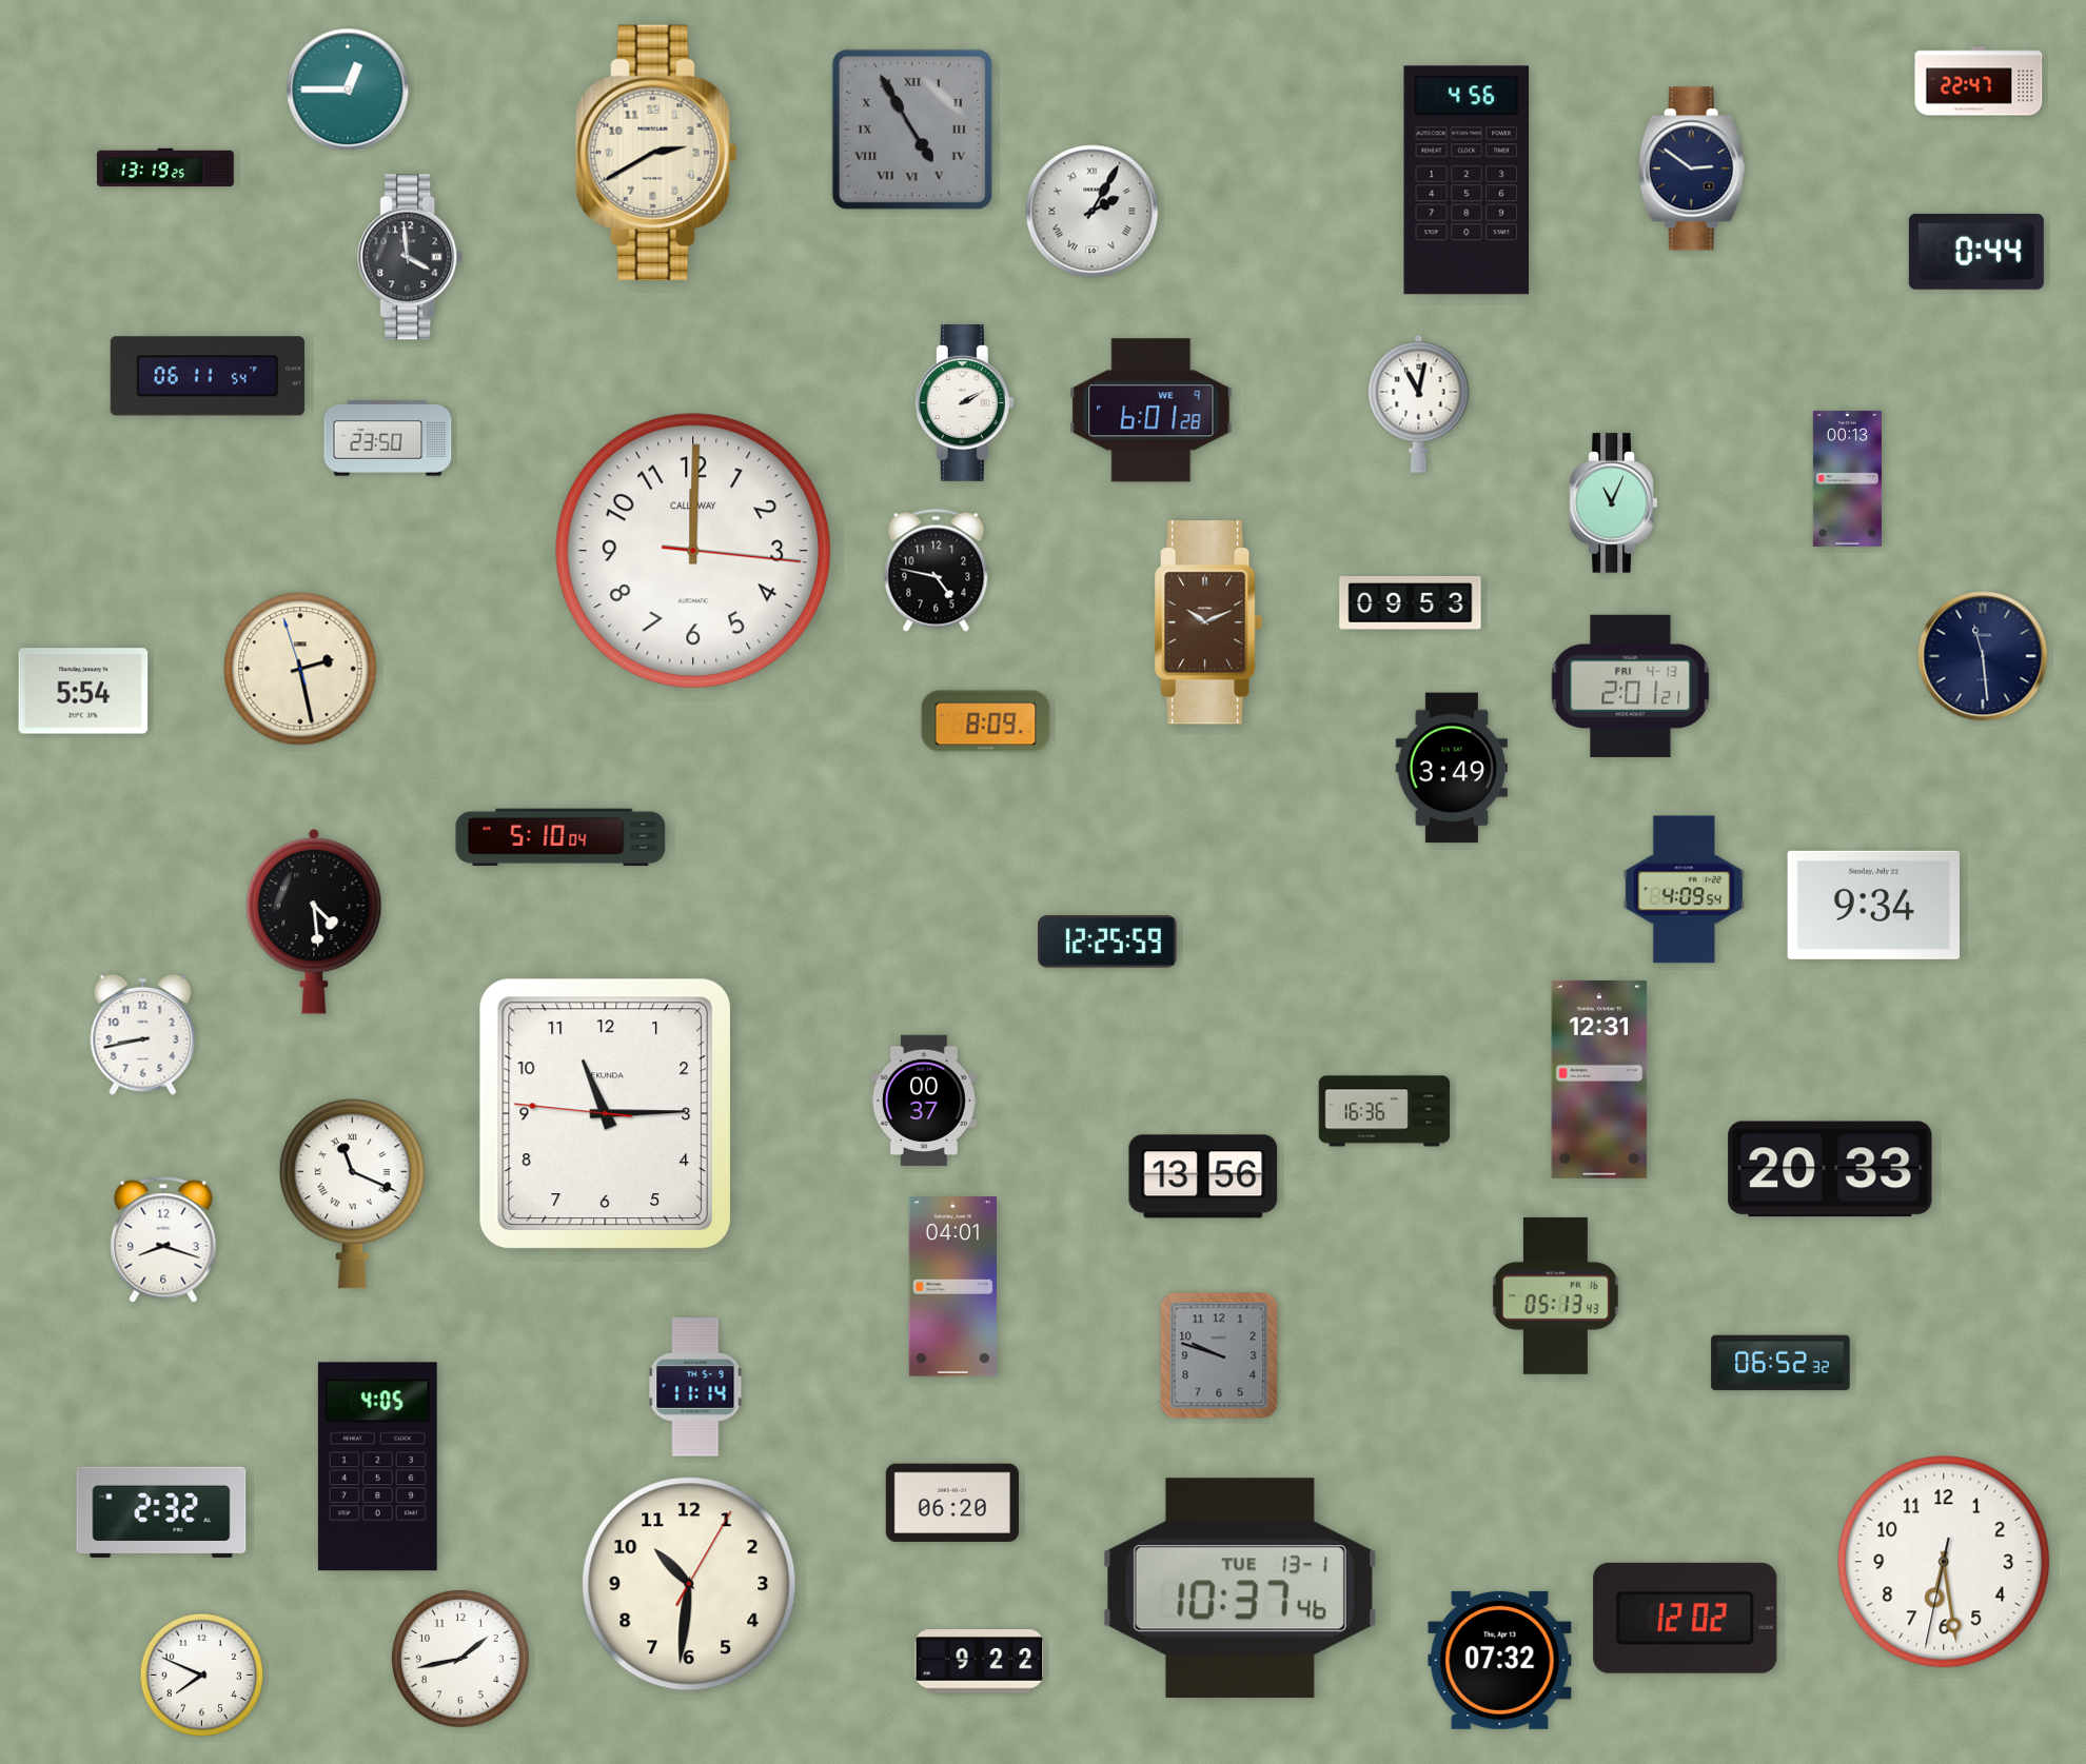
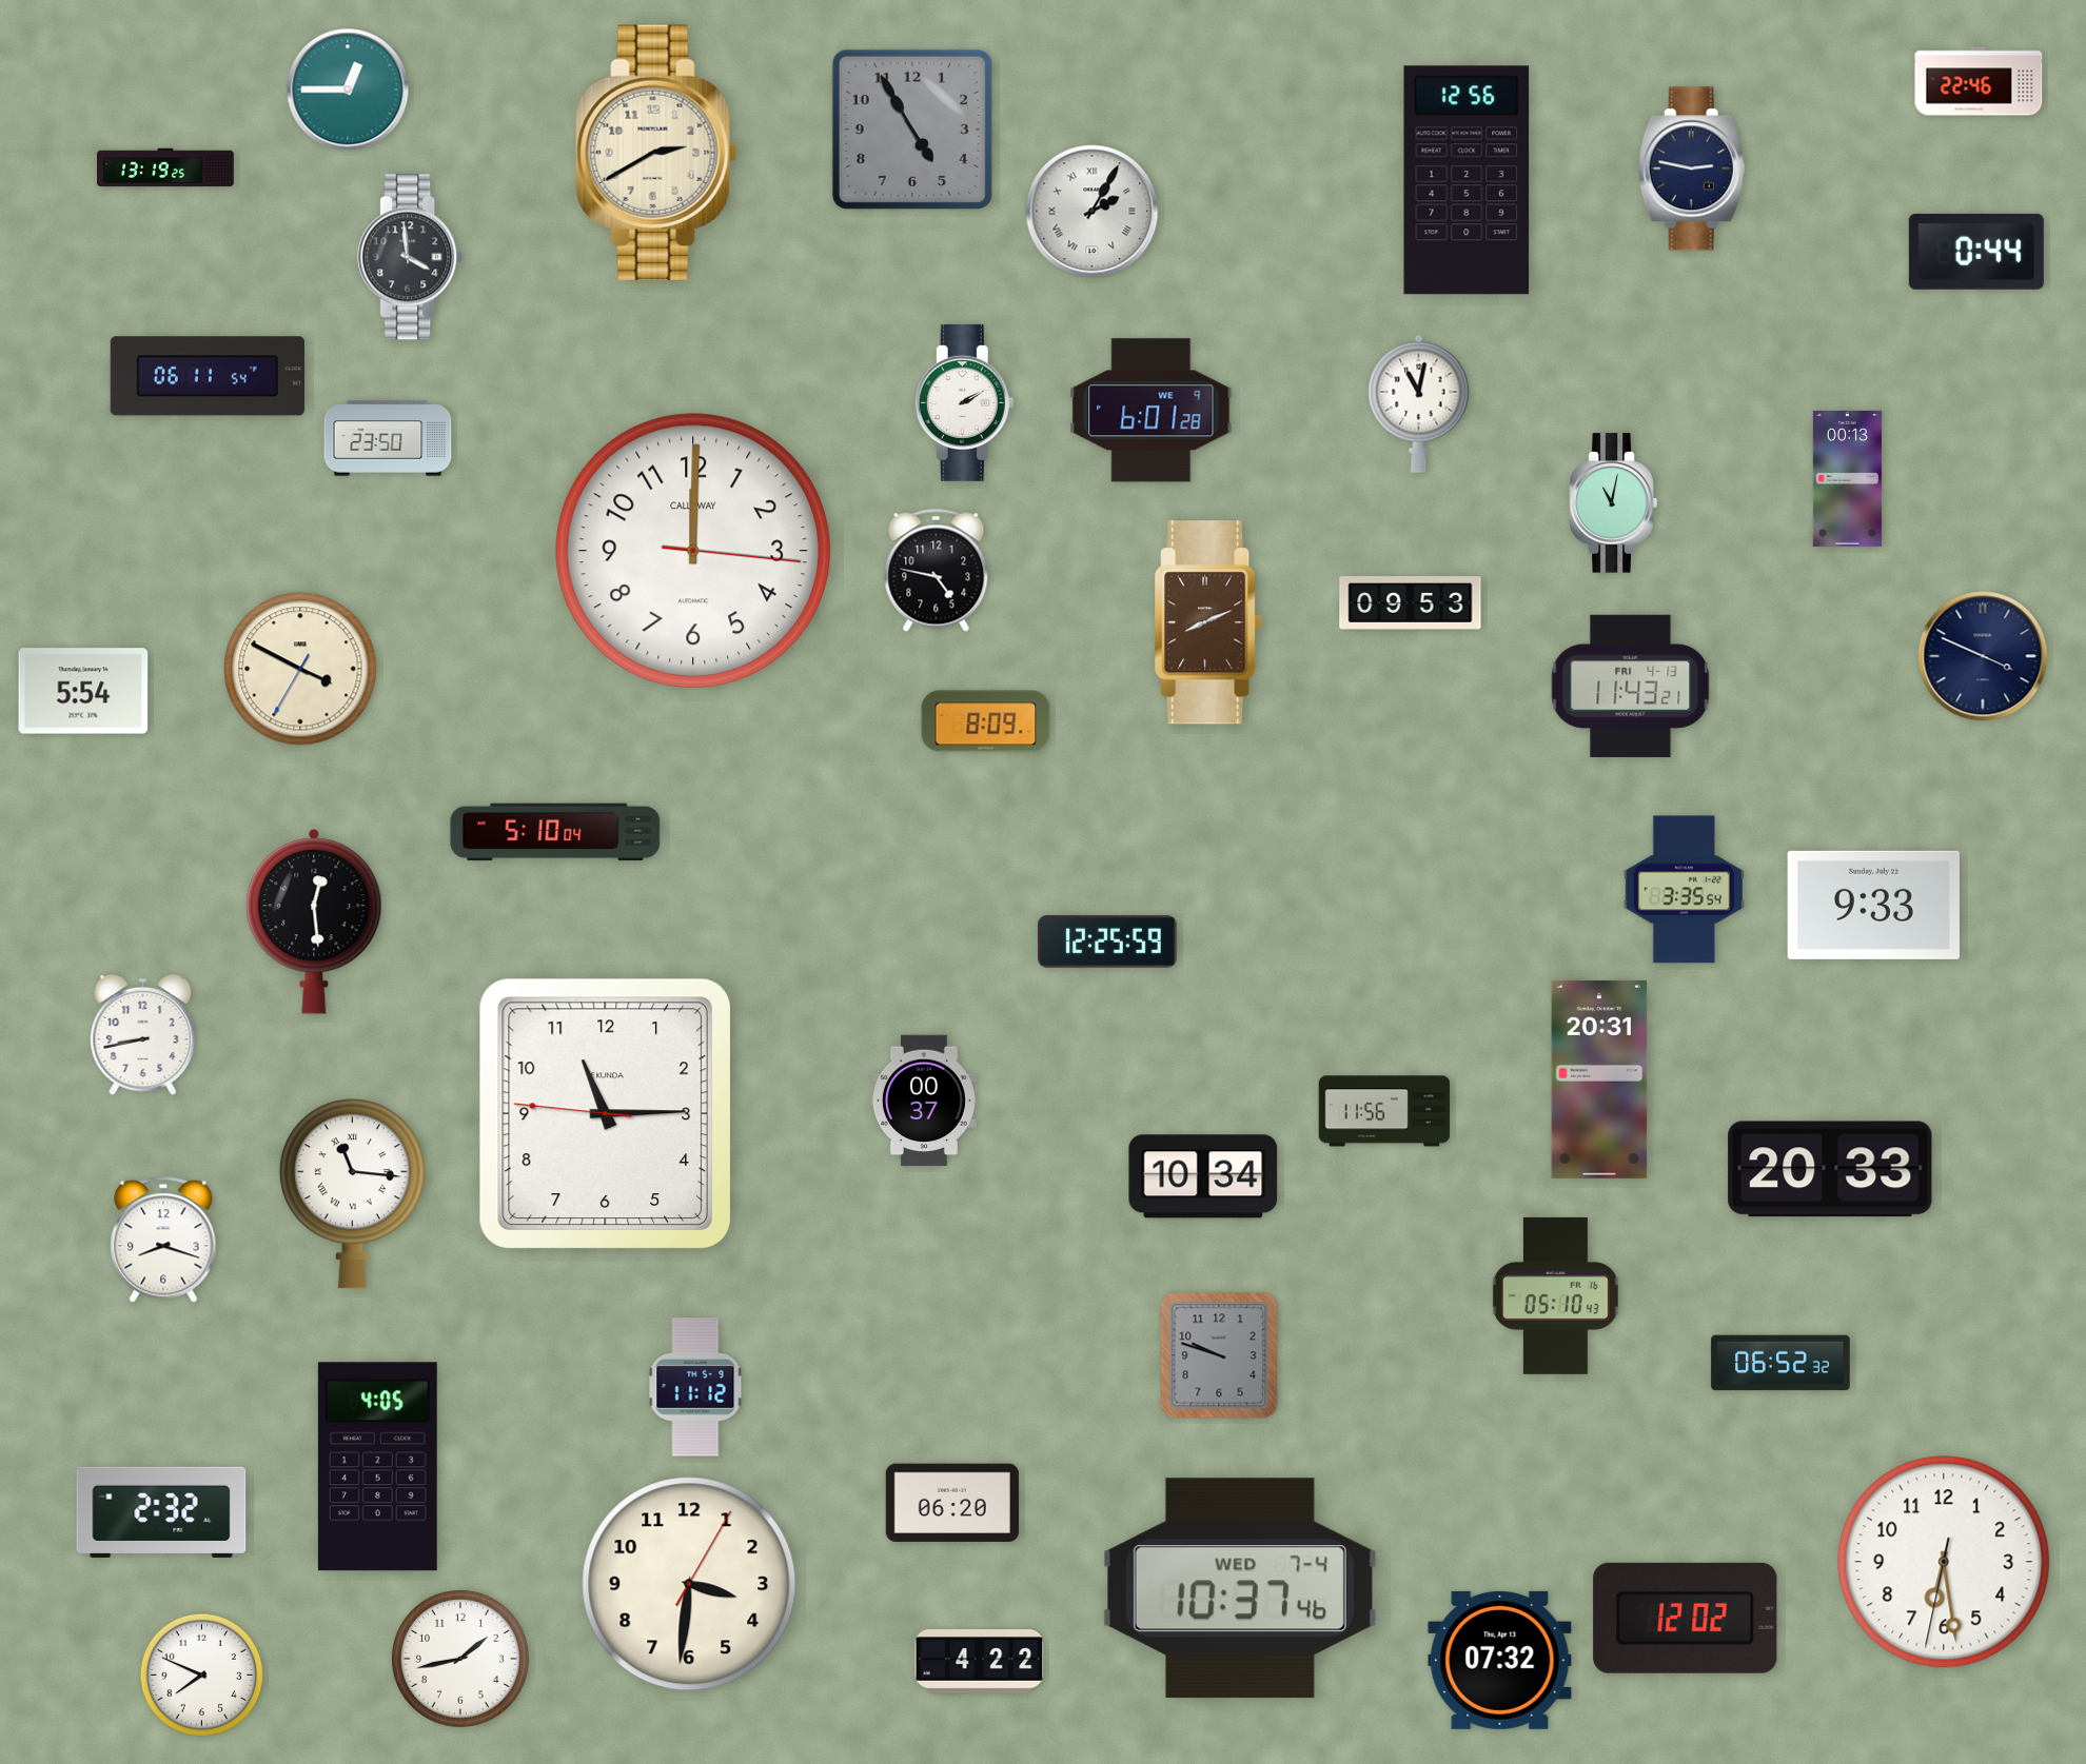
clock at (1979, 81): 22:47 -> 22:46
clock at (912, 130) numerals: Roman -> Arabic
clock at (1692, 169): 2:51 -> 2:47
clock at (1467, 180): 4:56 -> 12:56
clock at (1614, 503): 11:04 -> 11:02
clock at (1209, 622): 10:11 -> 8:11
clock at (1983, 656): 11:29 -> 3:49
clock at (300, 669): 2:27 -> 3:49
clock at (1631, 686): 2:01 -> 11:43
clock at (1452, 768): 3:49 -> none
clock at (560, 837) position: (560, 837) -> (555, 832)
clock at (1684, 890): 4:09 -> 3:35
clock at (1873, 905): 9:34 -> 9:33
clock at (314, 921): 4:29 -> 12:29
clock at (1599, 1079): 12:31 -> 20:31
clock at (1384, 1111): 16:36 -> 11:56
clock at (1203, 1176): 13:56 -> 10:34
clock at (352, 1194): 11:19 -> 11:16
clock at (952, 1287): 04:01 -> none
clock at (1555, 1295): 05:13 -> 05:10
clock at (695, 1387): 11:14 -> 11:12
clock at (689, 1584): 10:31 -> 3:31
clock at (1240, 1588) date: TUE 13-1 -> WED 7-4
clock at (980, 1662): 9:22 -> 4:22
